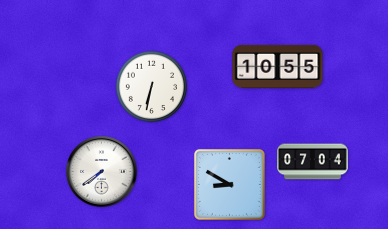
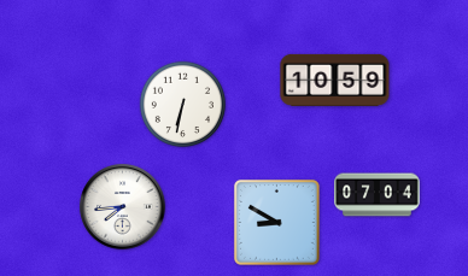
clock at (278, 66): 10:55 -> 10:59
clock at (102, 172): 7:39 -> 7:44
